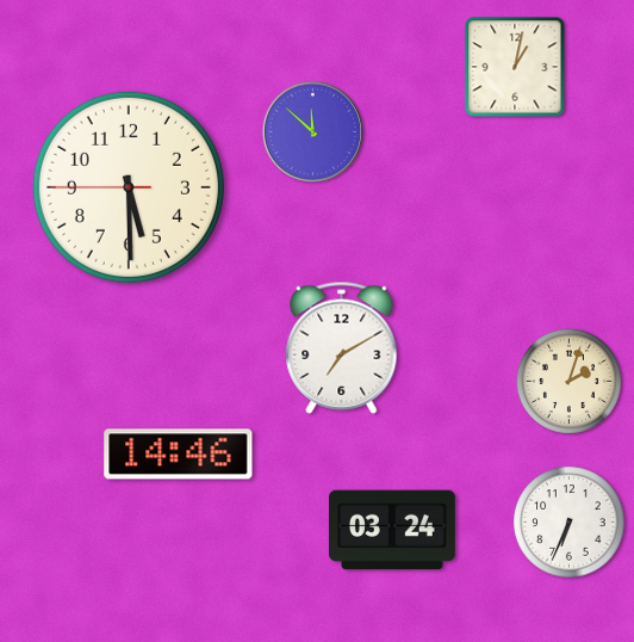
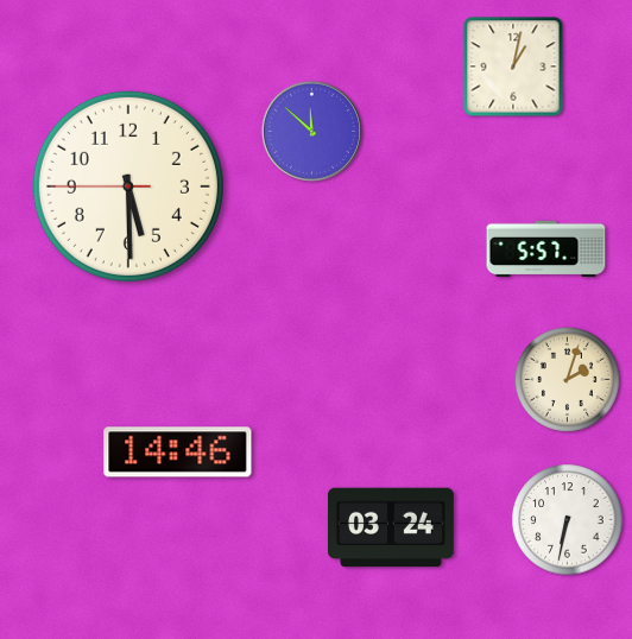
clock at (546, 249): none -> 5:57
clock at (342, 347): 7:10 -> none
clock at (570, 523): 6:34 -> 6:32
